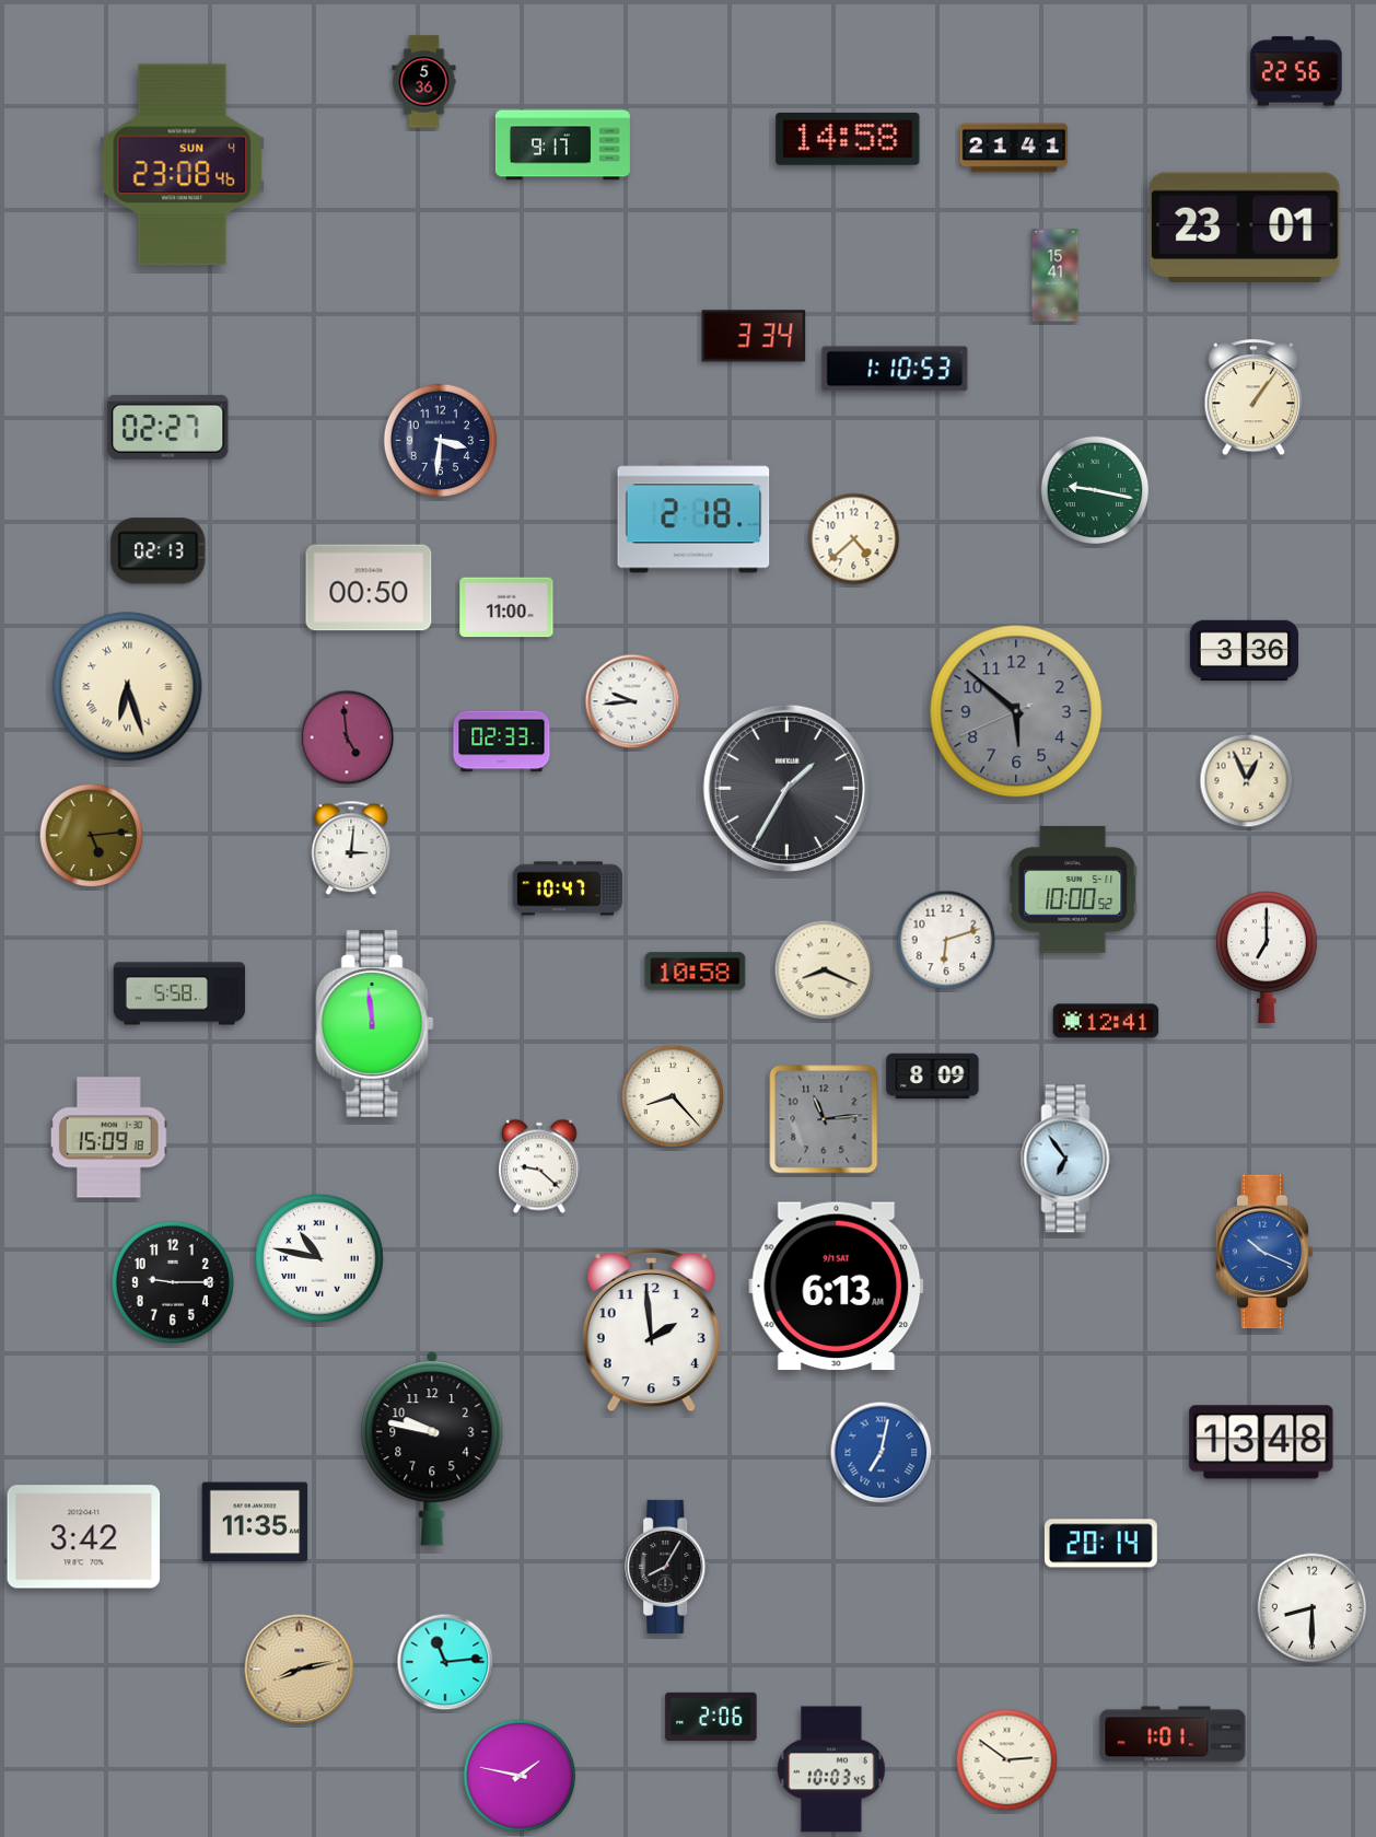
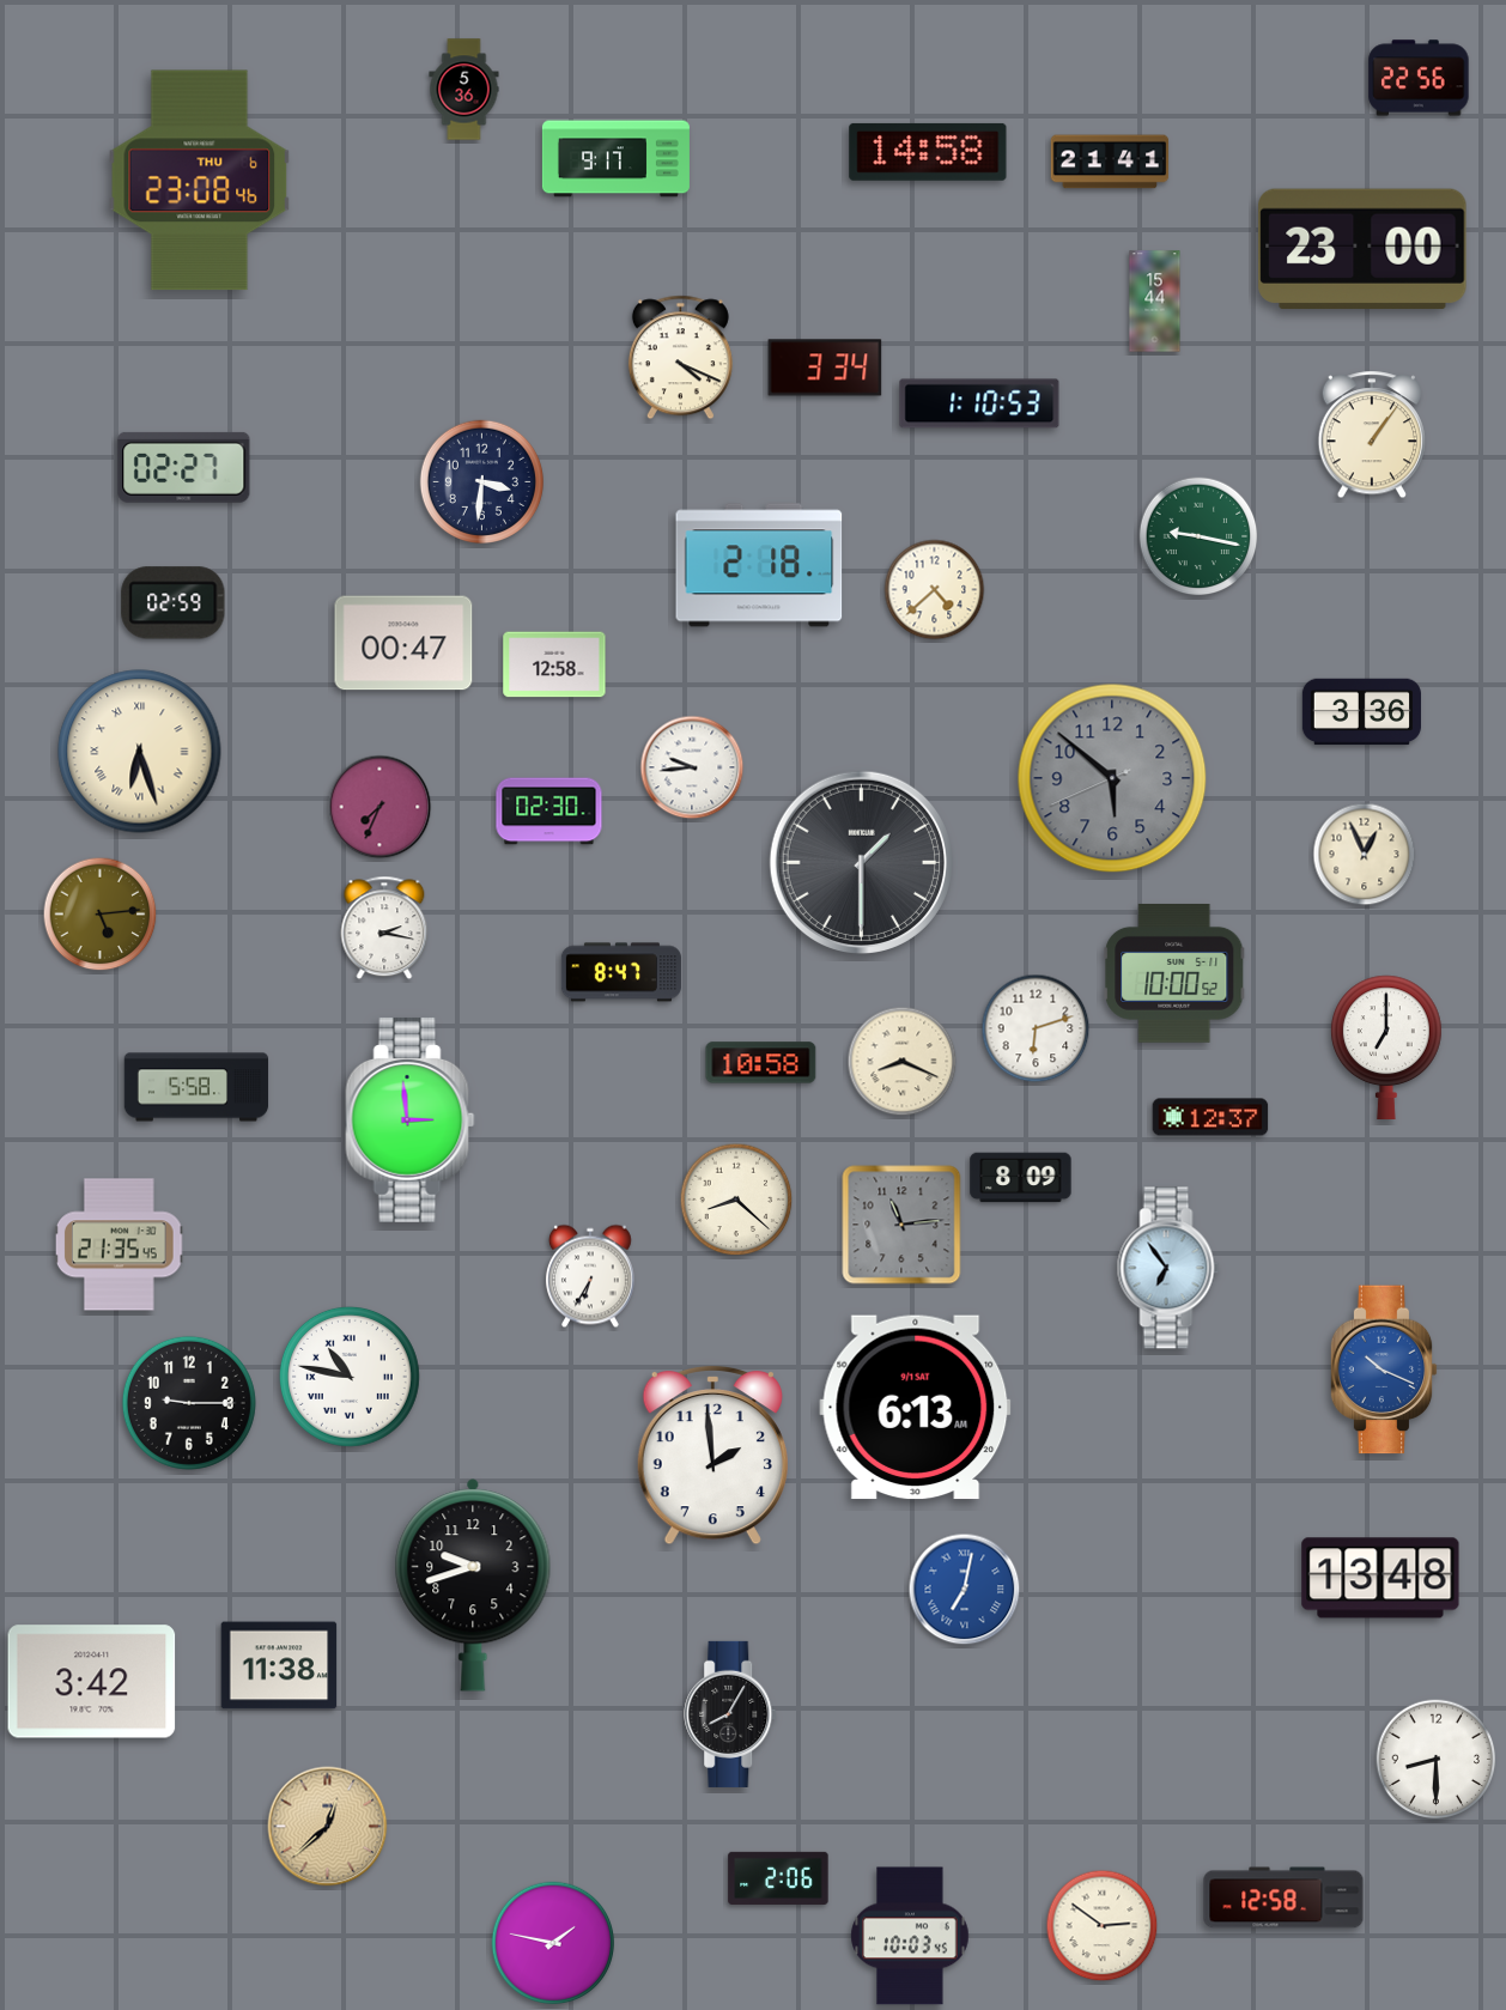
clock at (183, 165) date: SUN 4 -> THU 6
clock at (1245, 228): 23:01 -> 23:00
clock at (1056, 276): 15:41 -> 15:44
clock at (680, 358): none -> 4:19
clock at (159, 551): 02:13 -> 02:59
clock at (369, 588): 00:50 -> 00:47
clock at (506, 607): 11:00 -> 12:58
clock at (347, 737): 4:59 -> 7:34
clock at (502, 742): 02:33 -> 02:30
clock at (786, 788): 1:35 -> 1:30
clock at (351, 848): 3:01 -> 2:17
clock at (568, 888): 10:47 -> 8:47
clock at (1106, 1021): 12:41 -> 12:37
clock at (375, 1023): 11:59 -> 2:59
clock at (673, 1096): 8:23 -> 8:22
clock at (108, 1138): 15:09 -> 21:35
clock at (539, 1166): 9:22 -> 6:35
clock at (432, 1449): 9:47 -> 9:42
clock at (255, 1522): 11:35 -> 11:38
clock at (1100, 1544): 20:14 -> none
clock at (445, 1662): 11:14 -> none
clock at (300, 1670): 8:13 -> 12:38
clock at (1173, 1734): 1:01 -> 12:58
clock at (518, 1775) position: (518, 1775) -> (552, 1942)
